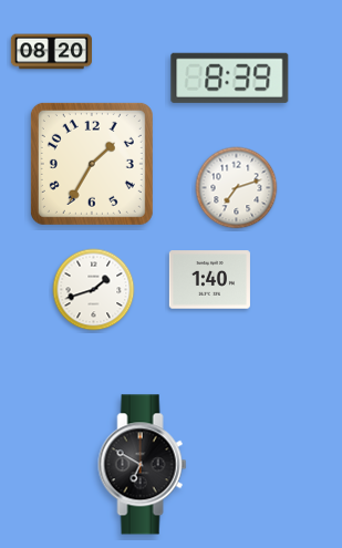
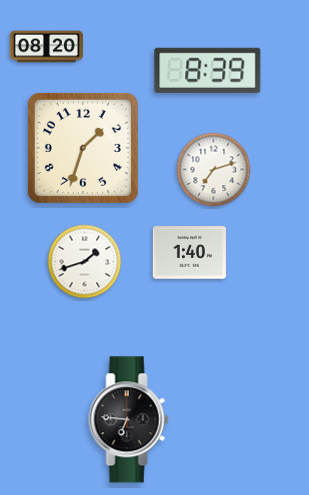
clock at (92, 164): 1:35 -> 1:33
clock at (143, 465): 6:50 -> 6:46
